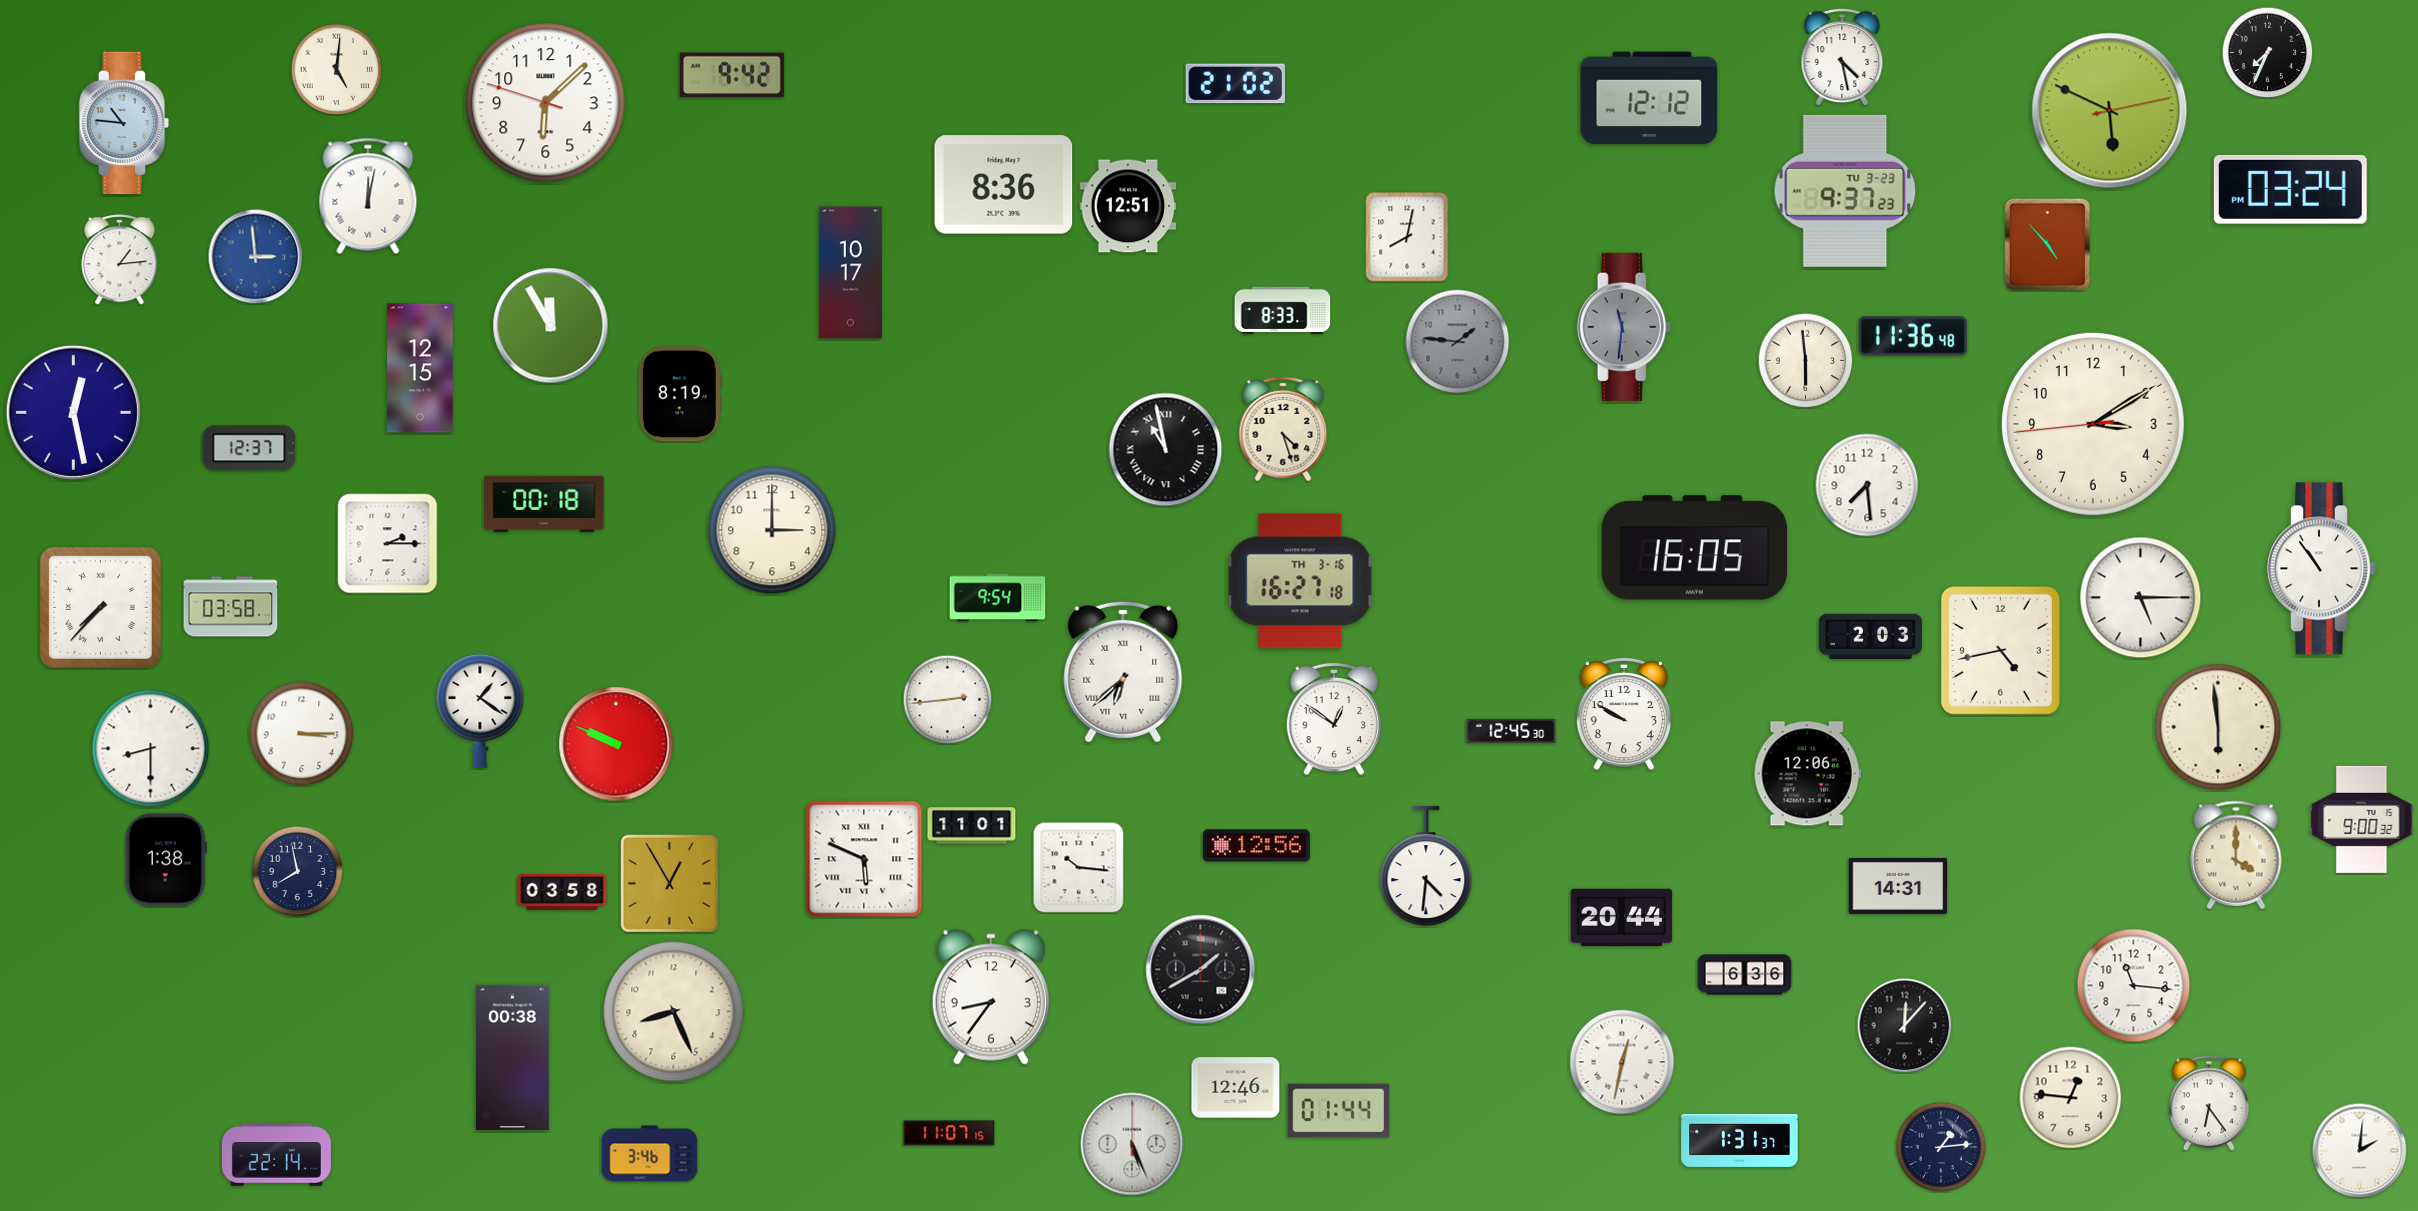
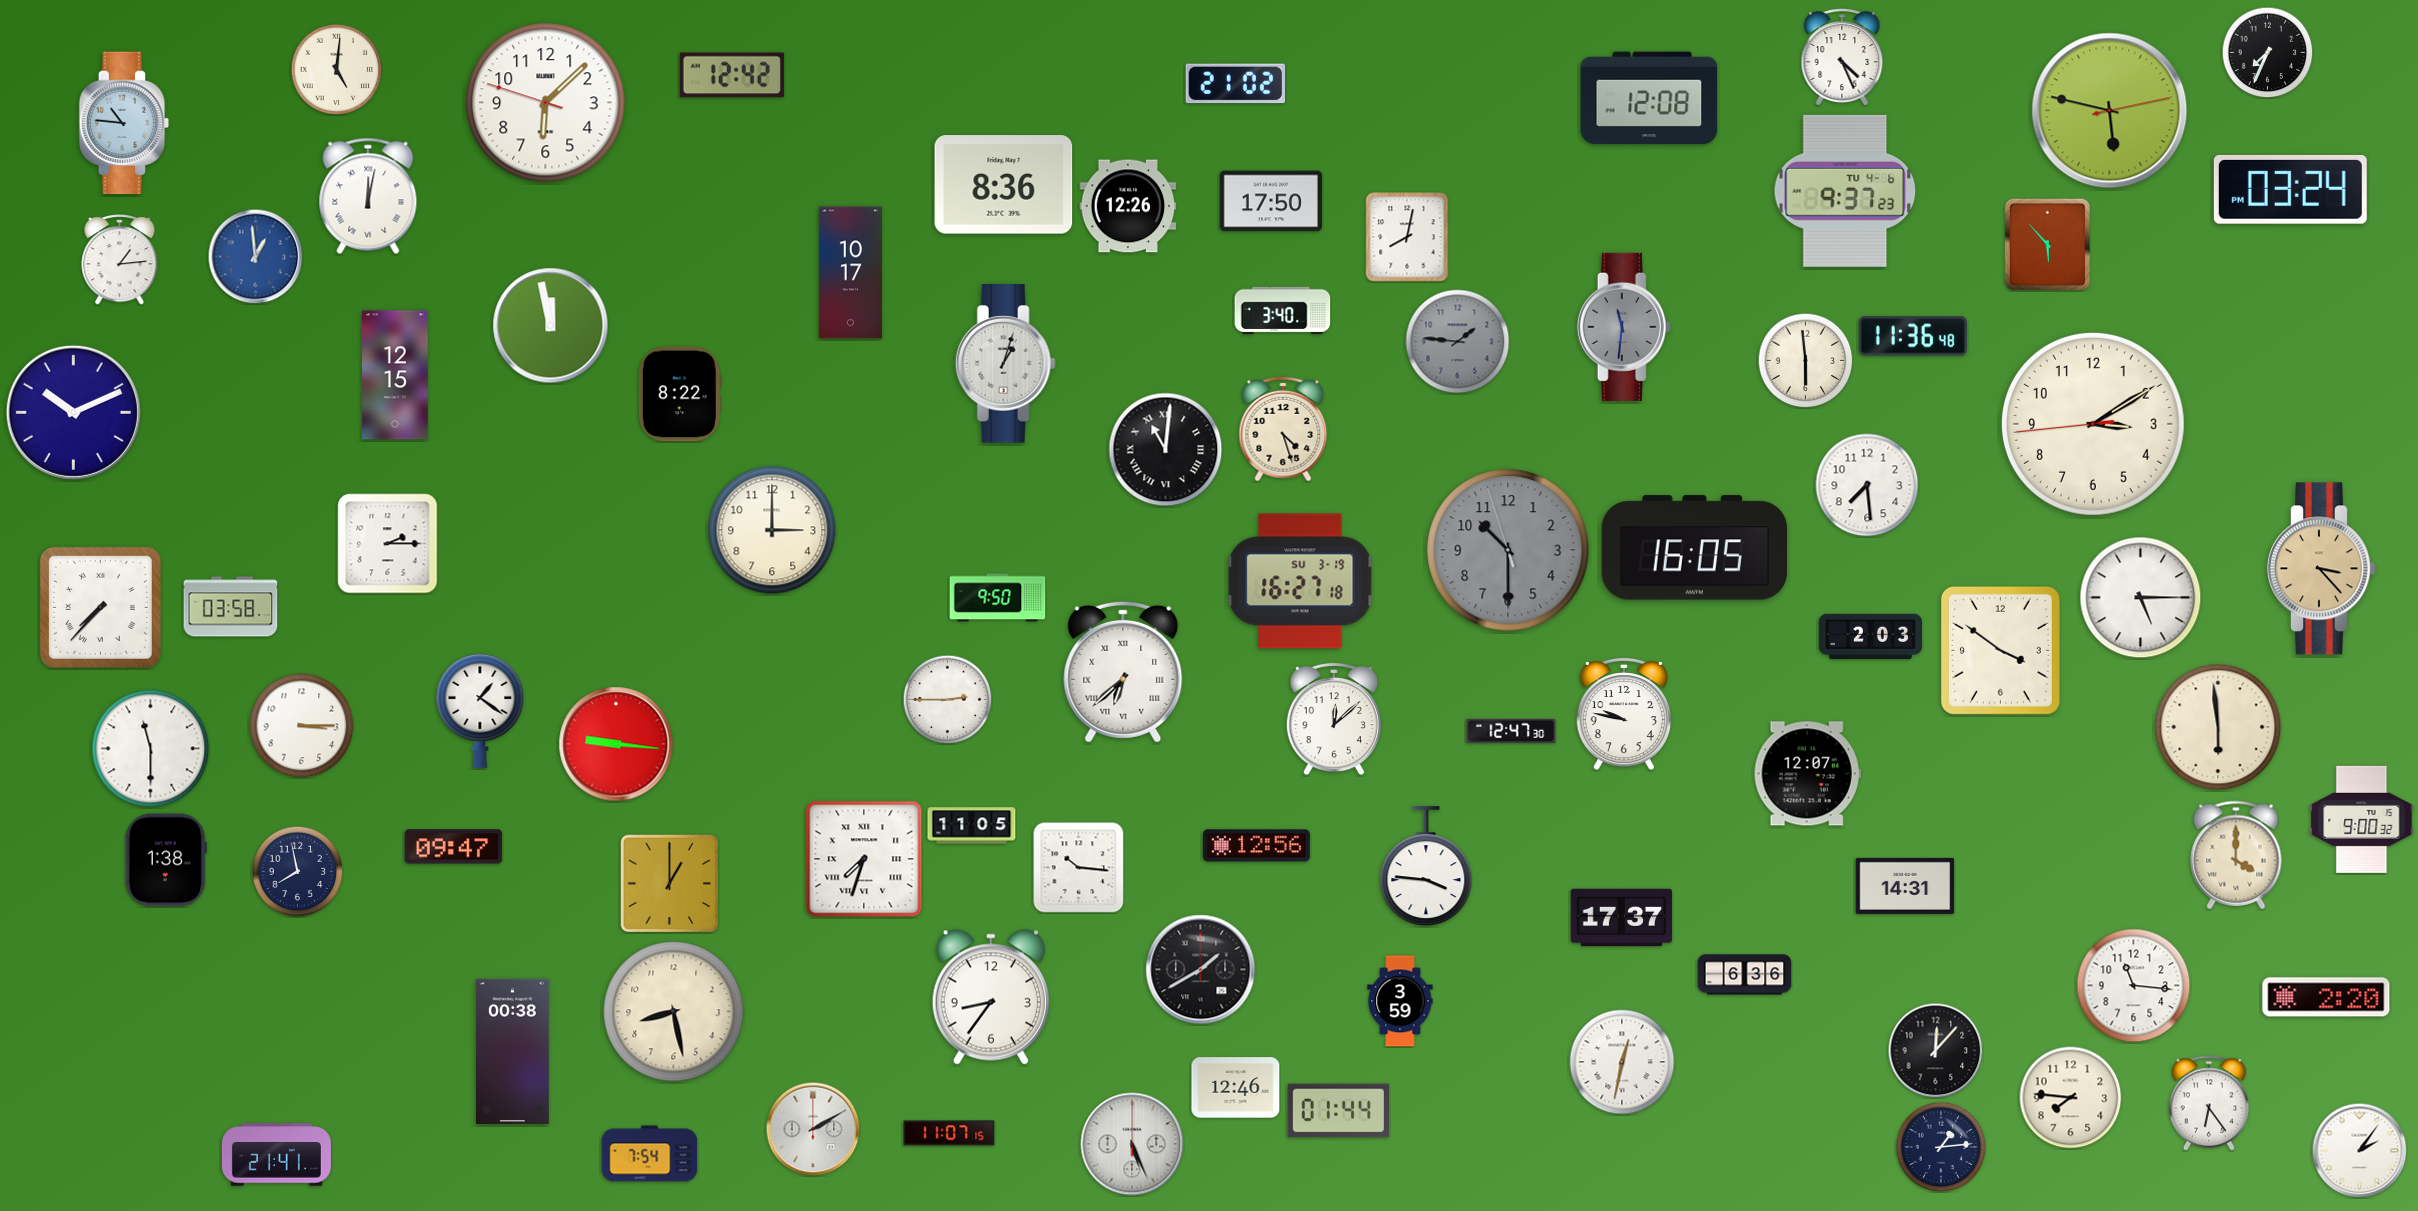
clock at (1842, 57): 4:28 -> 4:26
clock at (732, 75): 9:42 -> 12:42
clock at (1649, 98): 12:12 -> 12:08
clock at (2110, 111): 5:49 -> 5:47
clock at (1845, 191) date: TU 3-23 -> TU 4-6
clock at (1270, 201): none -> 17:50
clock at (1128, 206): 12:51 -> 12:26
clock at (2047, 244): 4:53 -> 5:53
clock at (255, 256): 2:59 -> 12:59
clock at (1283, 311): 8:33 -> 3:40
clock at (551, 326): 11:55 -> 11:58
clock at (1005, 364): none -> 1:03
clock at (421, 368) position: (421, 368) -> (396, 375)
clock at (680, 394): 8:19 -> 8:22
clock at (73, 412): 12:28 -> 10:11
clock at (249, 448): 12:37 -> none
clock at (1166, 450): 10:58 -> 11:01
clock at (544, 504): 00:18 -> none
clock at (1508, 550): none -> 10:29
clock at (2322, 569): 10:54 -> 3:23
clock at (2322, 569) dial: white -> champagne
clock at (1300, 581) date: TH 3-16 -> SU 3-19
clock at (998, 598): 9:54 -> 9:50
clock at (2000, 650): 4:43 -> 3:51
clock at (947, 699): 2:44 -> 2:45
clock at (1624, 714): 9:50 -> 9:47
clock at (1334, 719): 12:51 -> 12:08
clock at (1511, 731): 12:45 -> 12:47
clock at (302, 734) position: (302, 734) -> (302, 726)
clock at (616, 744): 9:49 -> 9:16
clock at (151, 749): 8:30 -> 11:30
clock at (1807, 774): 12:06 -> 12:07
clock at (972, 826): 11:01 -> 11:05
clock at (454, 847): none -> 09:47
clock at (864, 859): 5:49 -> 7:33
clock at (1426, 867): 4:31 -> 3:46
clock at (669, 883): 12:55 -> 1:00
clock at (1898, 886) position: (1898, 886) -> (1905, 886)
clock at (562, 891): 03:58 -> none
clock at (1622, 918): 20:44 -> 17:37
clock at (2326, 997): none -> 2:20
clock at (1400, 1001): none -> 3:59
clock at (674, 1012): 8:26 -> 8:28
clock at (1904, 1025) position: (1904, 1025) -> (1935, 1050)
clock at (512, 1057) position: (512, 1057) -> (512, 1051)
clock at (2071, 1098): 12:46 -> 7:46
clock at (813, 1129): none -> 2:10
clock at (1740, 1140): 1:31 -> none
clock at (2359, 1150): 2:01 -> 2:06
clock at (650, 1154): 3:46 -> 7:54
clock at (276, 1155): 22:14 -> 21:41
